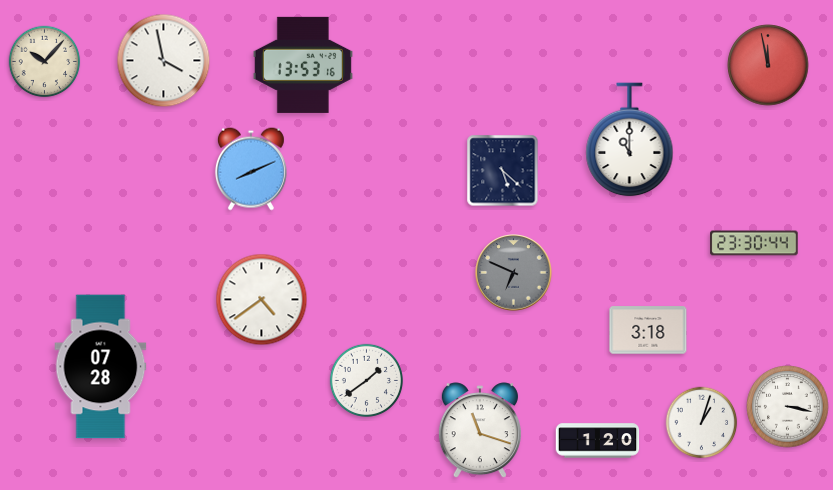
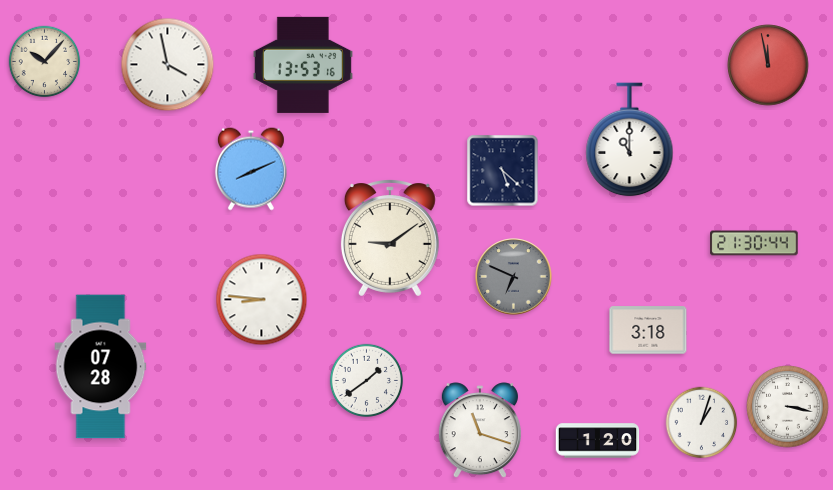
clock at (164, 61) position: (164, 61) -> (168, 65)
clock at (390, 238): none -> 9:09
clock at (754, 243): 23:30 -> 21:30
clock at (514, 273) position: (514, 273) -> (514, 277)
clock at (262, 300): 4:39 -> 8:46
